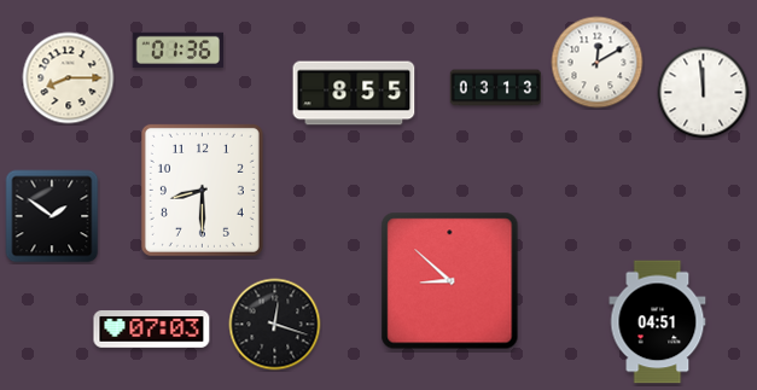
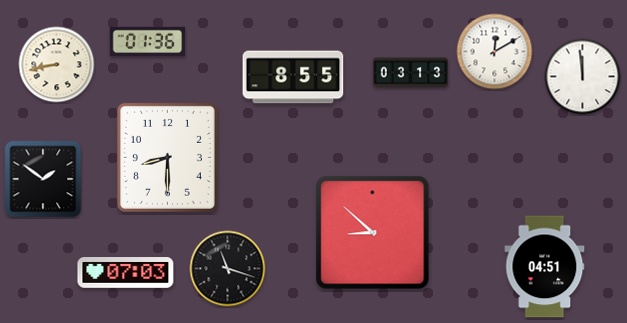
clock at (69, 78): 8:15 -> 8:43
clock at (275, 325): 12:18 -> 11:18
